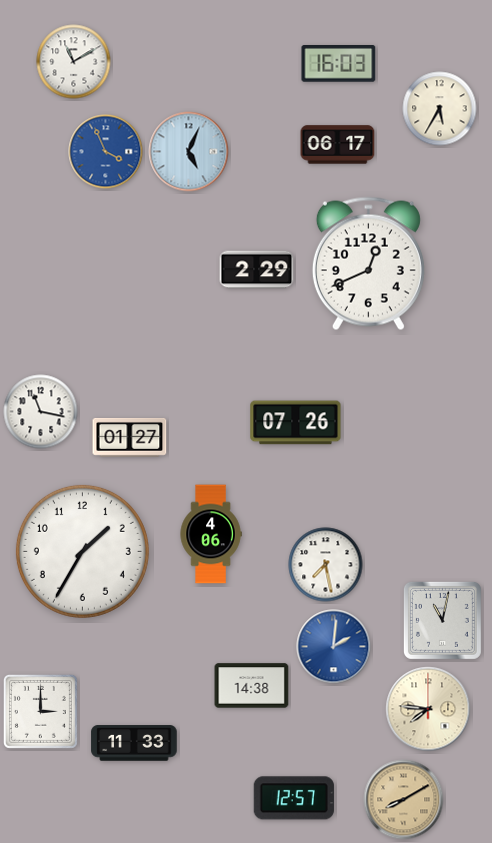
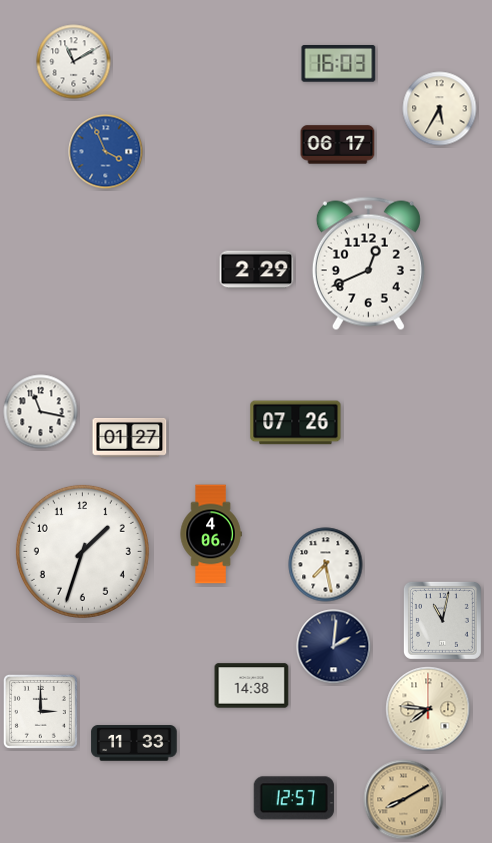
clock at (189, 152): 5:04 -> none
clock at (82, 551): 1:35 -> 1:33
clock at (334, 647) dial: blue -> navy
